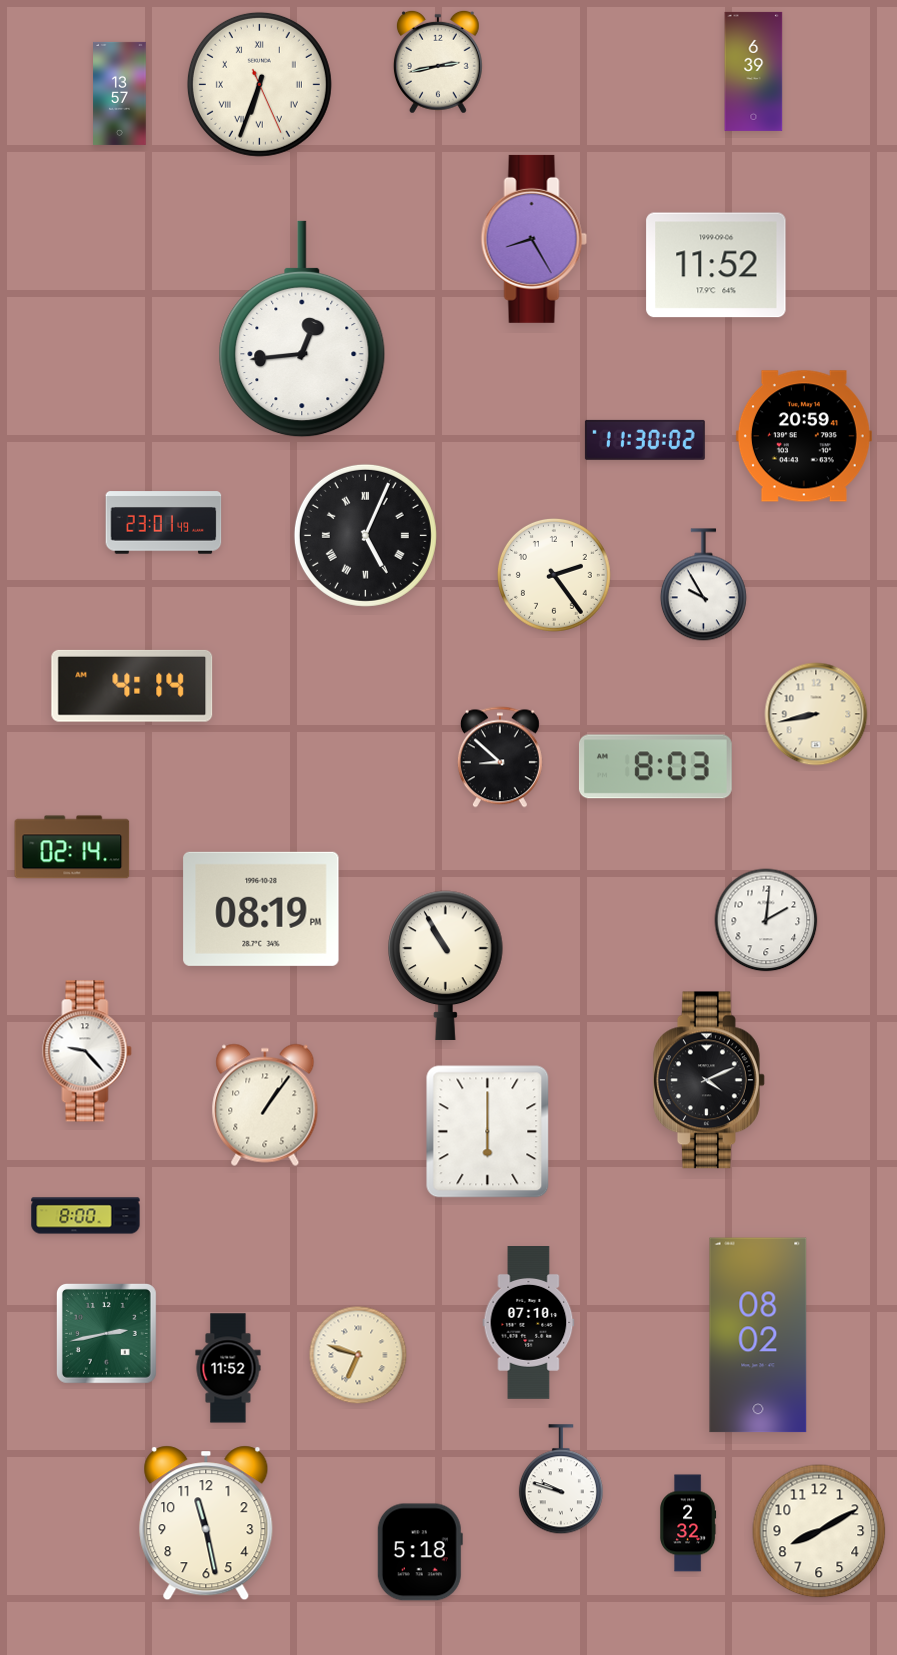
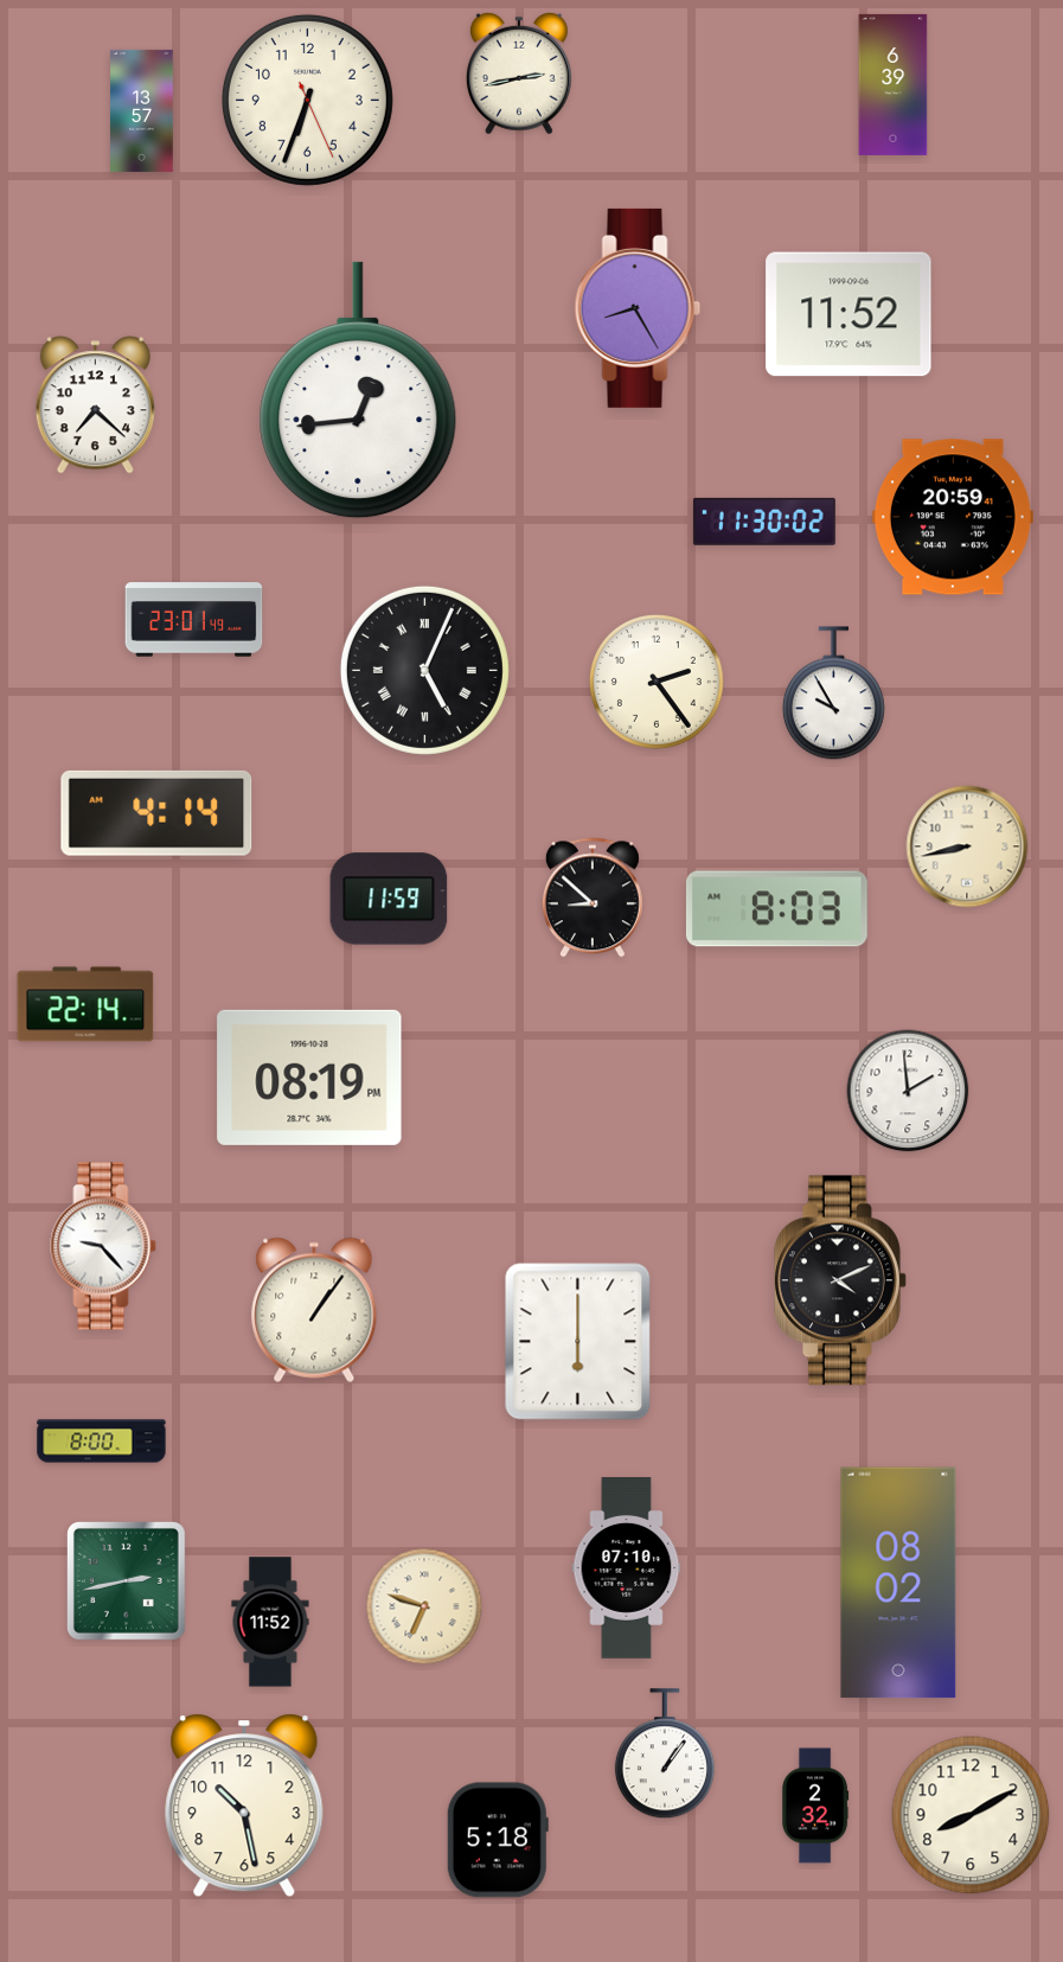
clock at (259, 84) numerals: Roman -> Arabic
clock at (534, 239) position: (534, 239) -> (638, 308)
clock at (95, 405): none -> 7:22
clock at (365, 535) position: (365, 535) -> (424, 670)
clock at (389, 899): none -> 11:59
clock at (72, 847): 02:14 -> 22:14
clock at (766, 920): 2:01 -> 1:59
clock at (446, 965): 10:55 -> none
clock at (561, 1480): 9:48 -> 1:06
clock at (206, 1523): 11:28 -> 10:28
